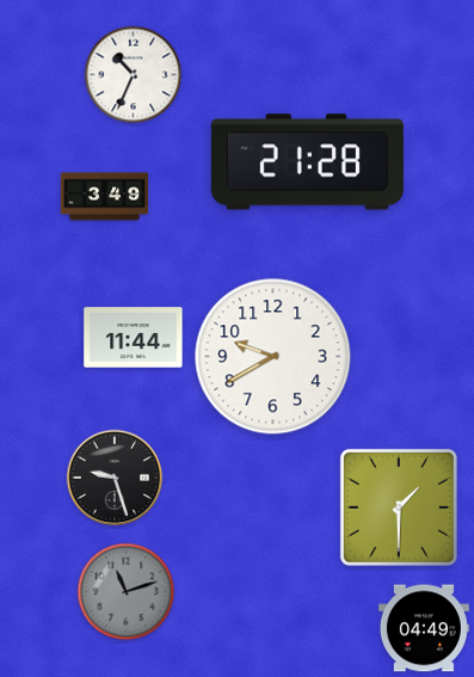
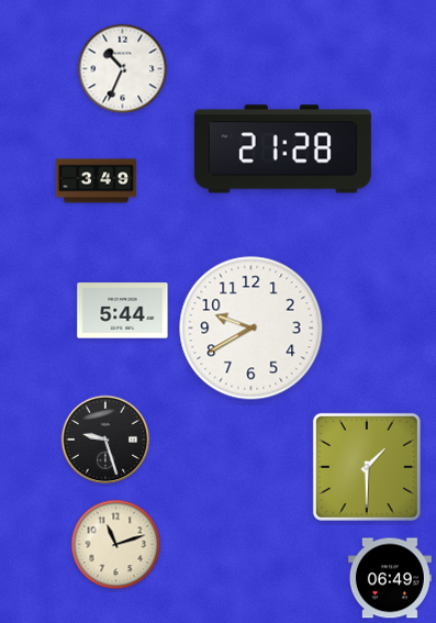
clock at (134, 338): 11:44 -> 5:44
clock at (127, 592) dial: grey -> cream
clock at (424, 628): 04:49 -> 06:49
